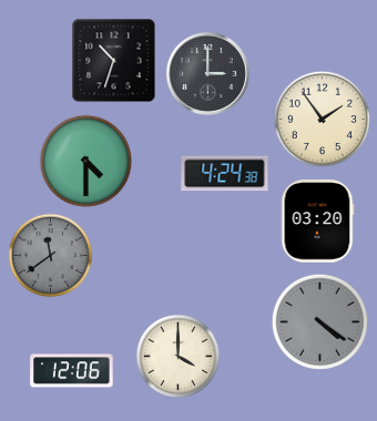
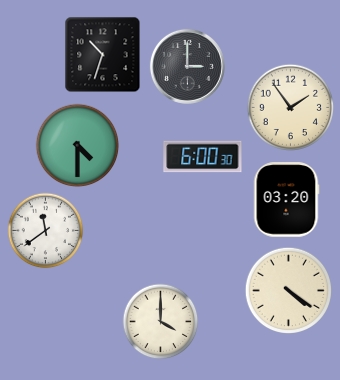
clock at (225, 174): 4:24 -> 6:00
clock at (51, 256) dial: grey -> white
clock at (320, 322) dial: grey -> cream
clock at (72, 371): 12:06 -> none
